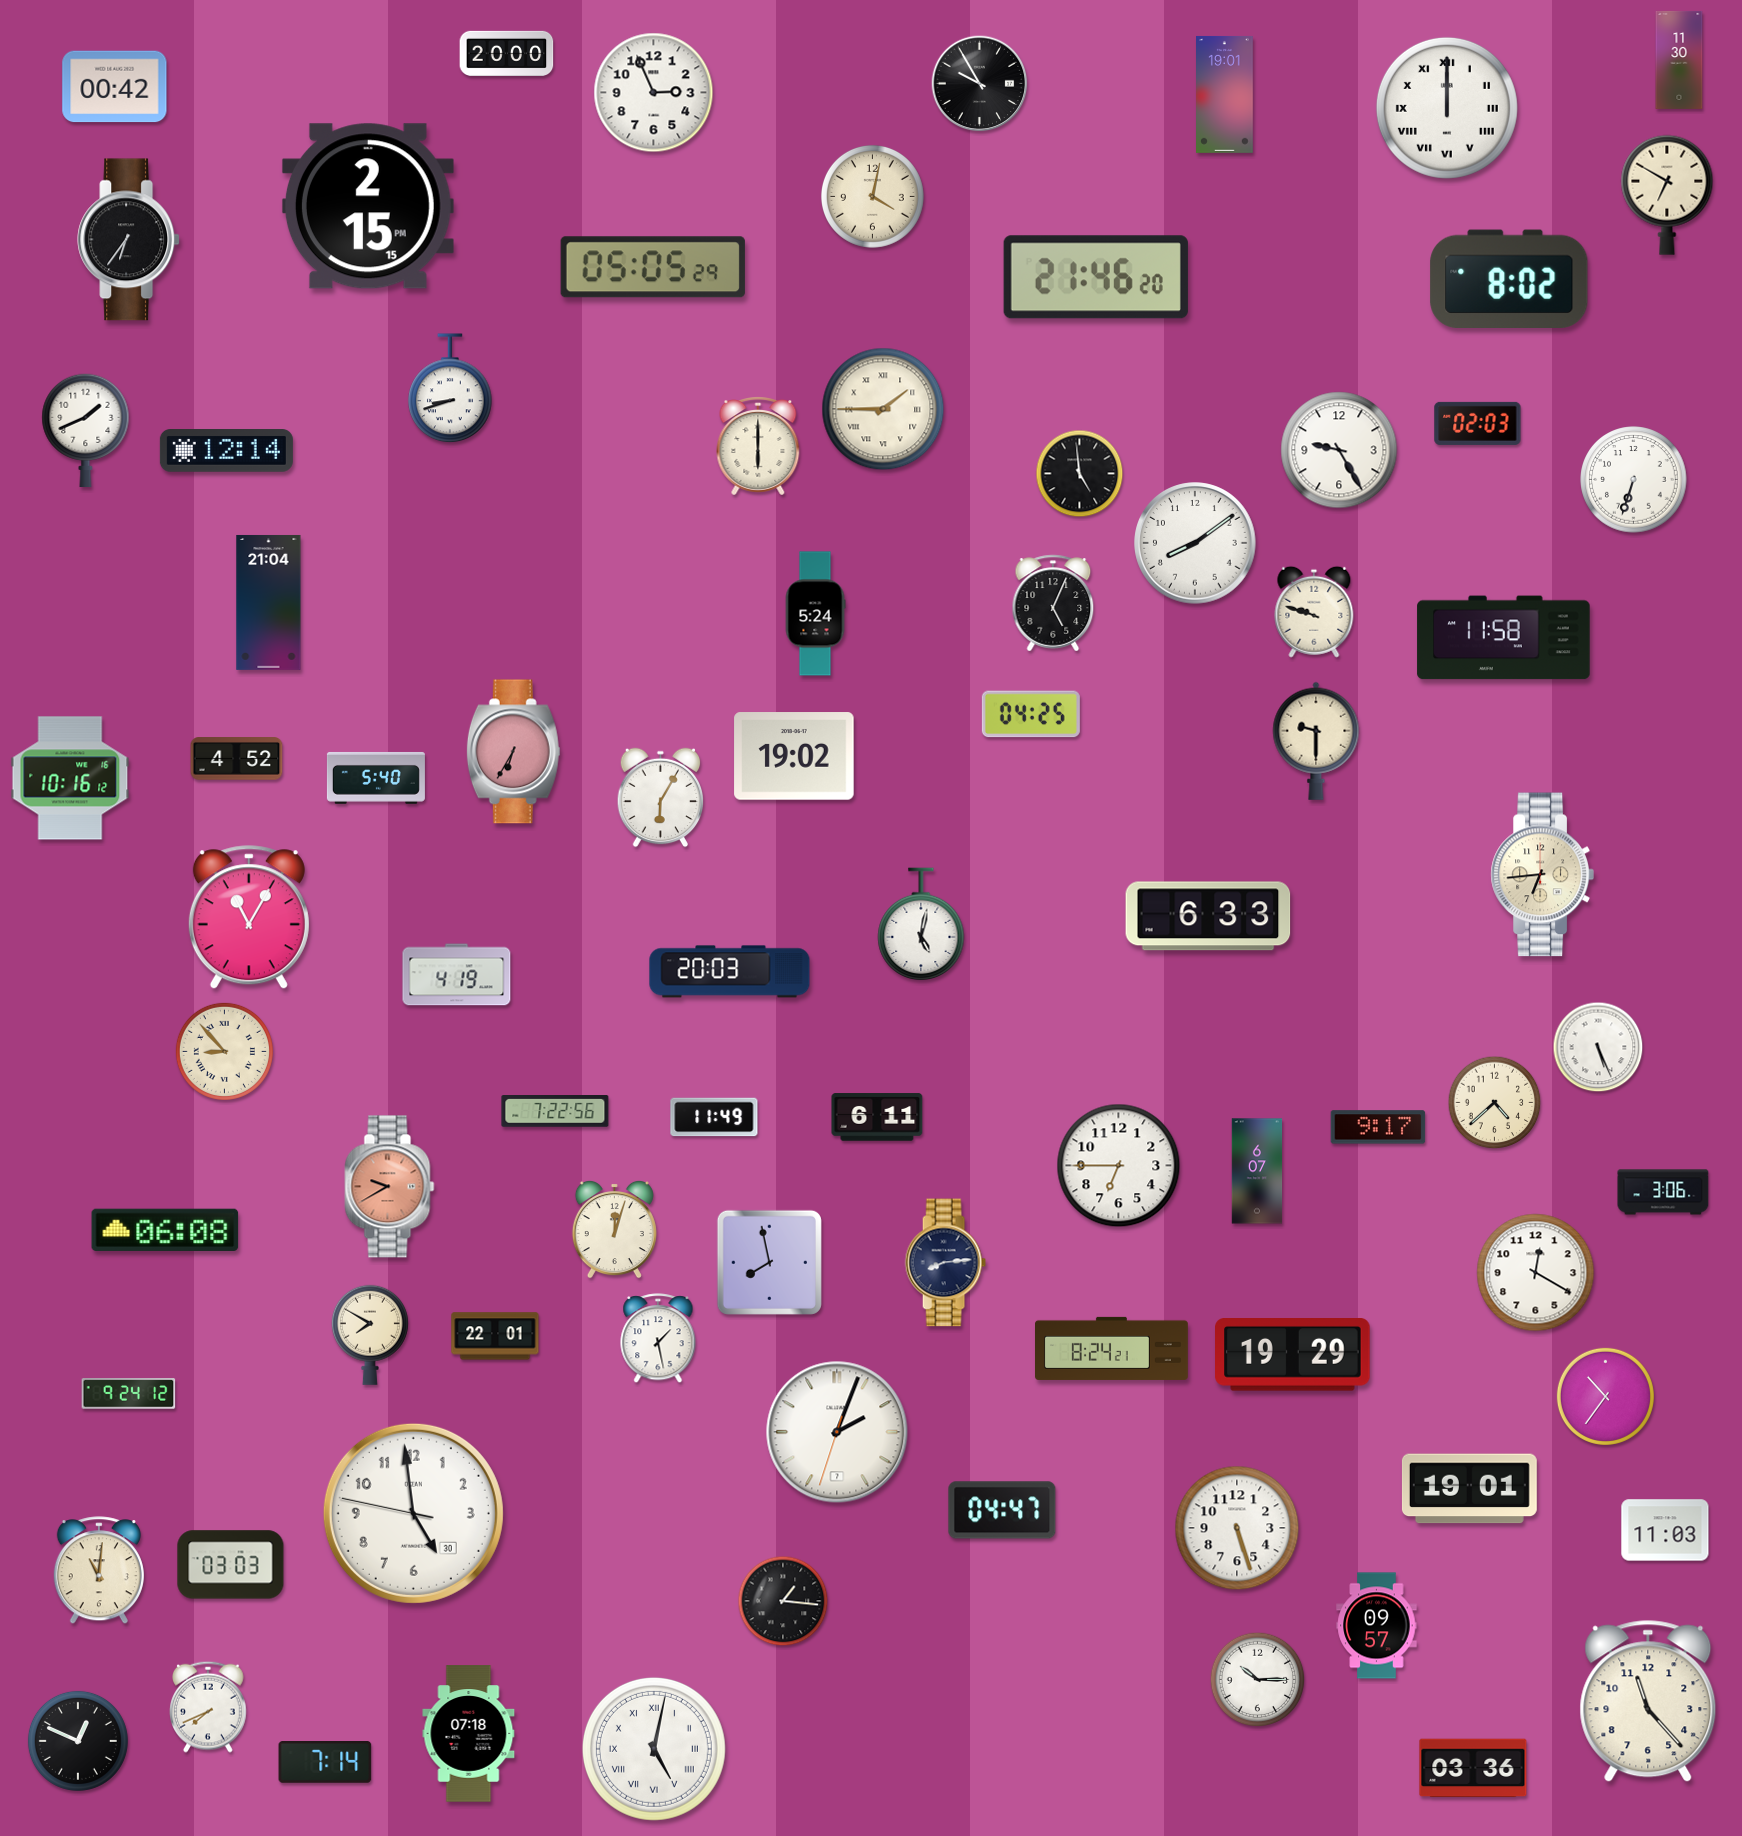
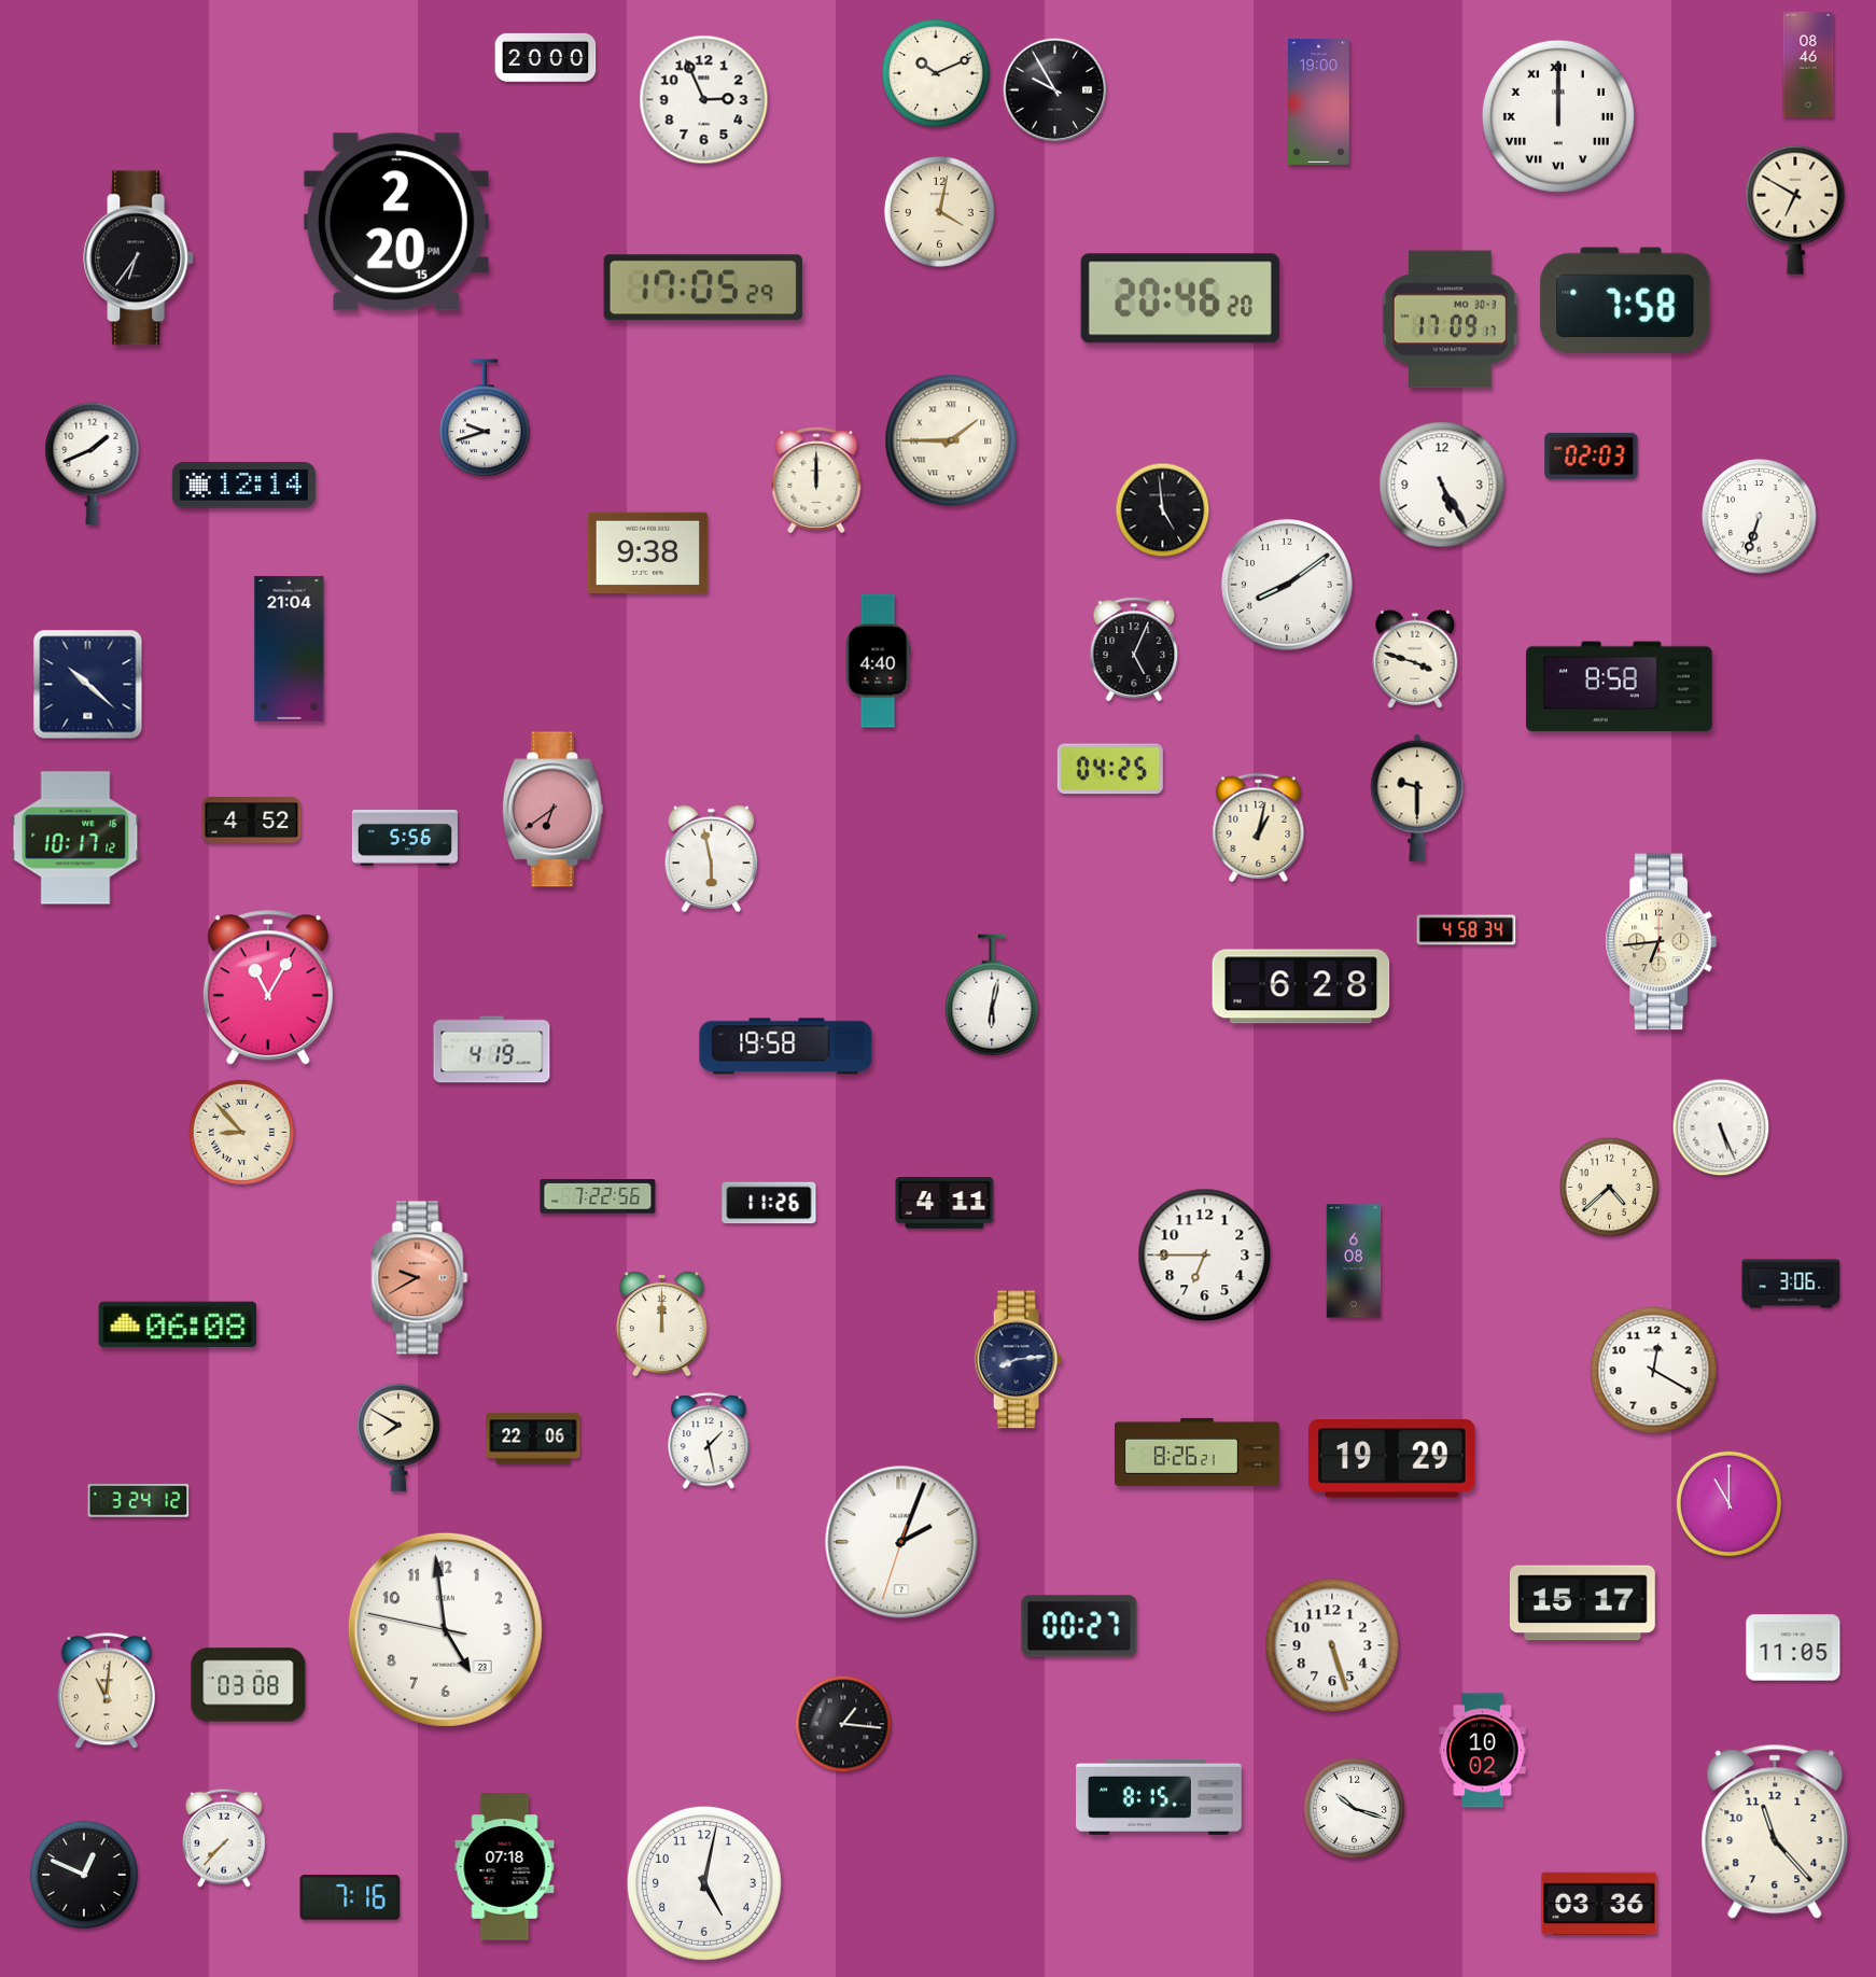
clock at (1679, 60): 11:30 -> 08:46
clock at (936, 73): none -> 10:11
clock at (115, 87): 00:42 -> none
clock at (1225, 94): 19:01 -> 19:00
clock at (368, 206): 2:15 -> 2:20
clock at (653, 267): 05:05 -> 17:05
clock at (1096, 277): 21:46 -> 20:46
clock at (1509, 278): 8:02 -> 7:58
clock at (1450, 320): none -> 17:09
clock at (450, 389): 8:42 -> 9:42
clock at (758, 446): 6:00 -> 12:00
clock at (1339, 450): 9:25 -> 5:25
clock at (648, 553): none -> 9:38
clock at (1314, 612): 9:48 -> 3:48
clock at (815, 614): 5:24 -> 4:40
clock at (88, 685): none -> 10:22
clock at (1504, 638): 11:58 -> 8:58
clock at (513, 752): 6:35 -> 6:39
clock at (794, 756): 19:02 -> none
clock at (237, 759) position: (237, 759) -> (252, 821)
clock at (1259, 827): none -> 1:02
clock at (70, 778): 10:16 -> 10:17
clock at (376, 778): 5:40 -> 5:56
clock at (661, 798): 6:05 -> 5:58
clock at (1467, 930): none -> 4:58
clock at (1208, 916): 6:33 -> 6:28
clock at (921, 925): 5:02 -> 6:02
clock at (730, 972): 20:03 -> 19:58
clock at (714, 1117): 11:49 -> 11:26
clock at (877, 1117): 6:11 -> 4:11
clock at (1378, 1127): 9:17 -> none
clock at (1257, 1171): 6:07 -> 6:08
clock at (614, 1229): 12:03 -> 12:00
clock at (769, 1262): 7:58 -> none
clock at (495, 1336): 22:01 -> 22:06
clock at (1112, 1348): 8:24 -> 8:26
clock at (129, 1394): 9:24 -> 3:24
clock at (1605, 1396): 10:36 -> 11:00
clock at (1469, 1489): 19:01 -> 15:17
clock at (1002, 1510): 04:47 -> 00:27
clock at (413, 1513) date: 30 -> 23
clock at (1665, 1530): 11:03 -> 11:05
clock at (231, 1565): 03:03 -> 03:08
clock at (1377, 1626): 09:57 -> 10:02
clock at (1159, 1797): none -> 8:15
clock at (1258, 1680): 10:15 -> 10:18
clock at (209, 1707): 7:41 -> 7:37
clock at (654, 1749) numerals: Roman -> Arabic
clock at (325, 1763): 7:14 -> 7:16
clock at (1473, 1768) position: (1473, 1768) -> (1599, 1904)
